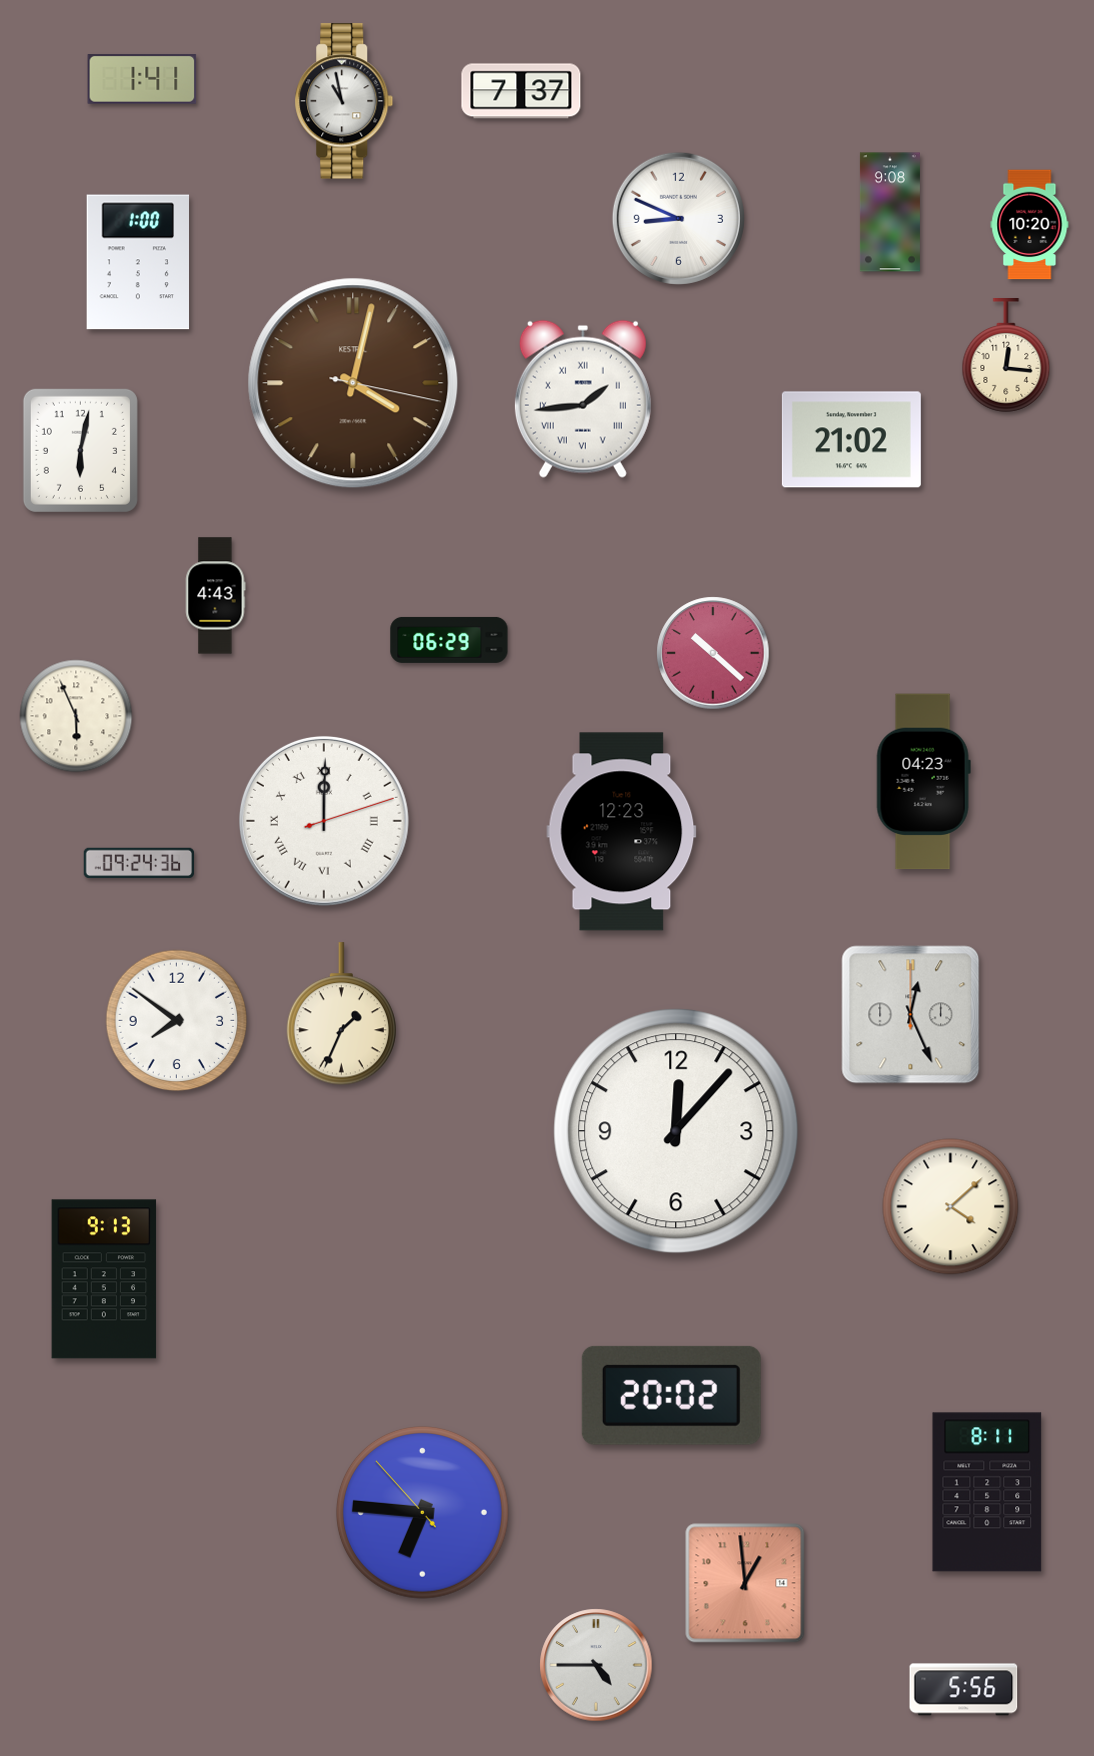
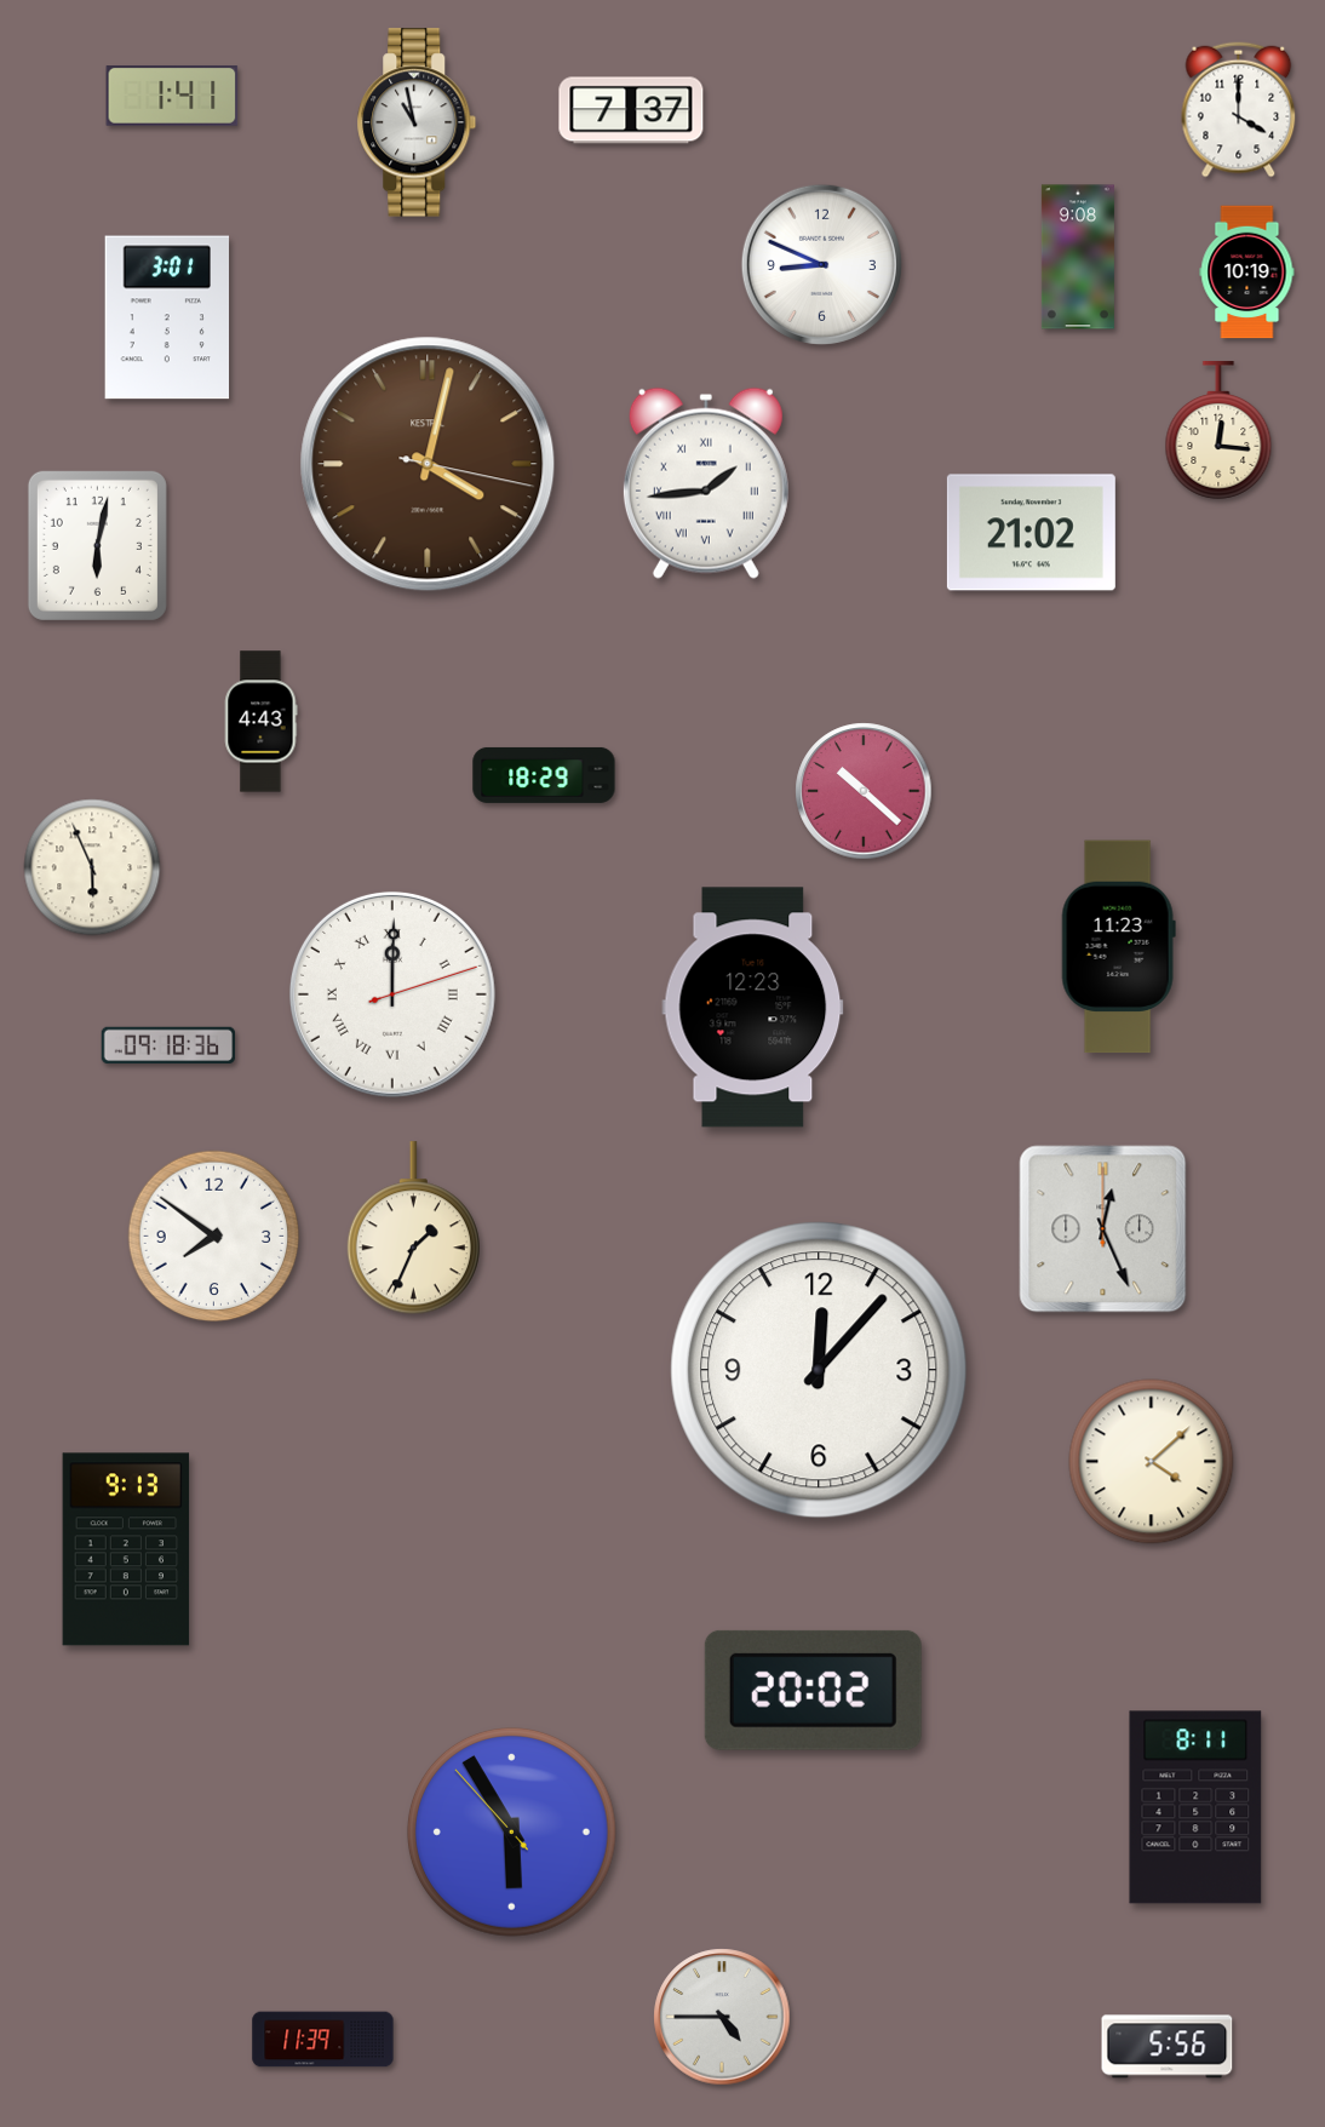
clock at (1239, 110): none -> 4:00
clock at (1030, 225): 10:20 -> 10:19
clock at (138, 262): 1:00 -> 3:01
clock at (449, 640): 06:29 -> 18:29
clock at (923, 782): 04:23 -> 11:23
clock at (139, 863): 09:24 -> 09:18
clock at (422, 1512): 6:45 -> 5:54
clock at (745, 1583): 12:59 -> none
clock at (323, 2040): none -> 11:39
